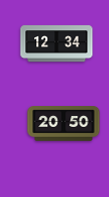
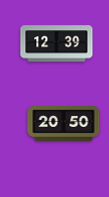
clock at (57, 44): 12:34 -> 12:39
